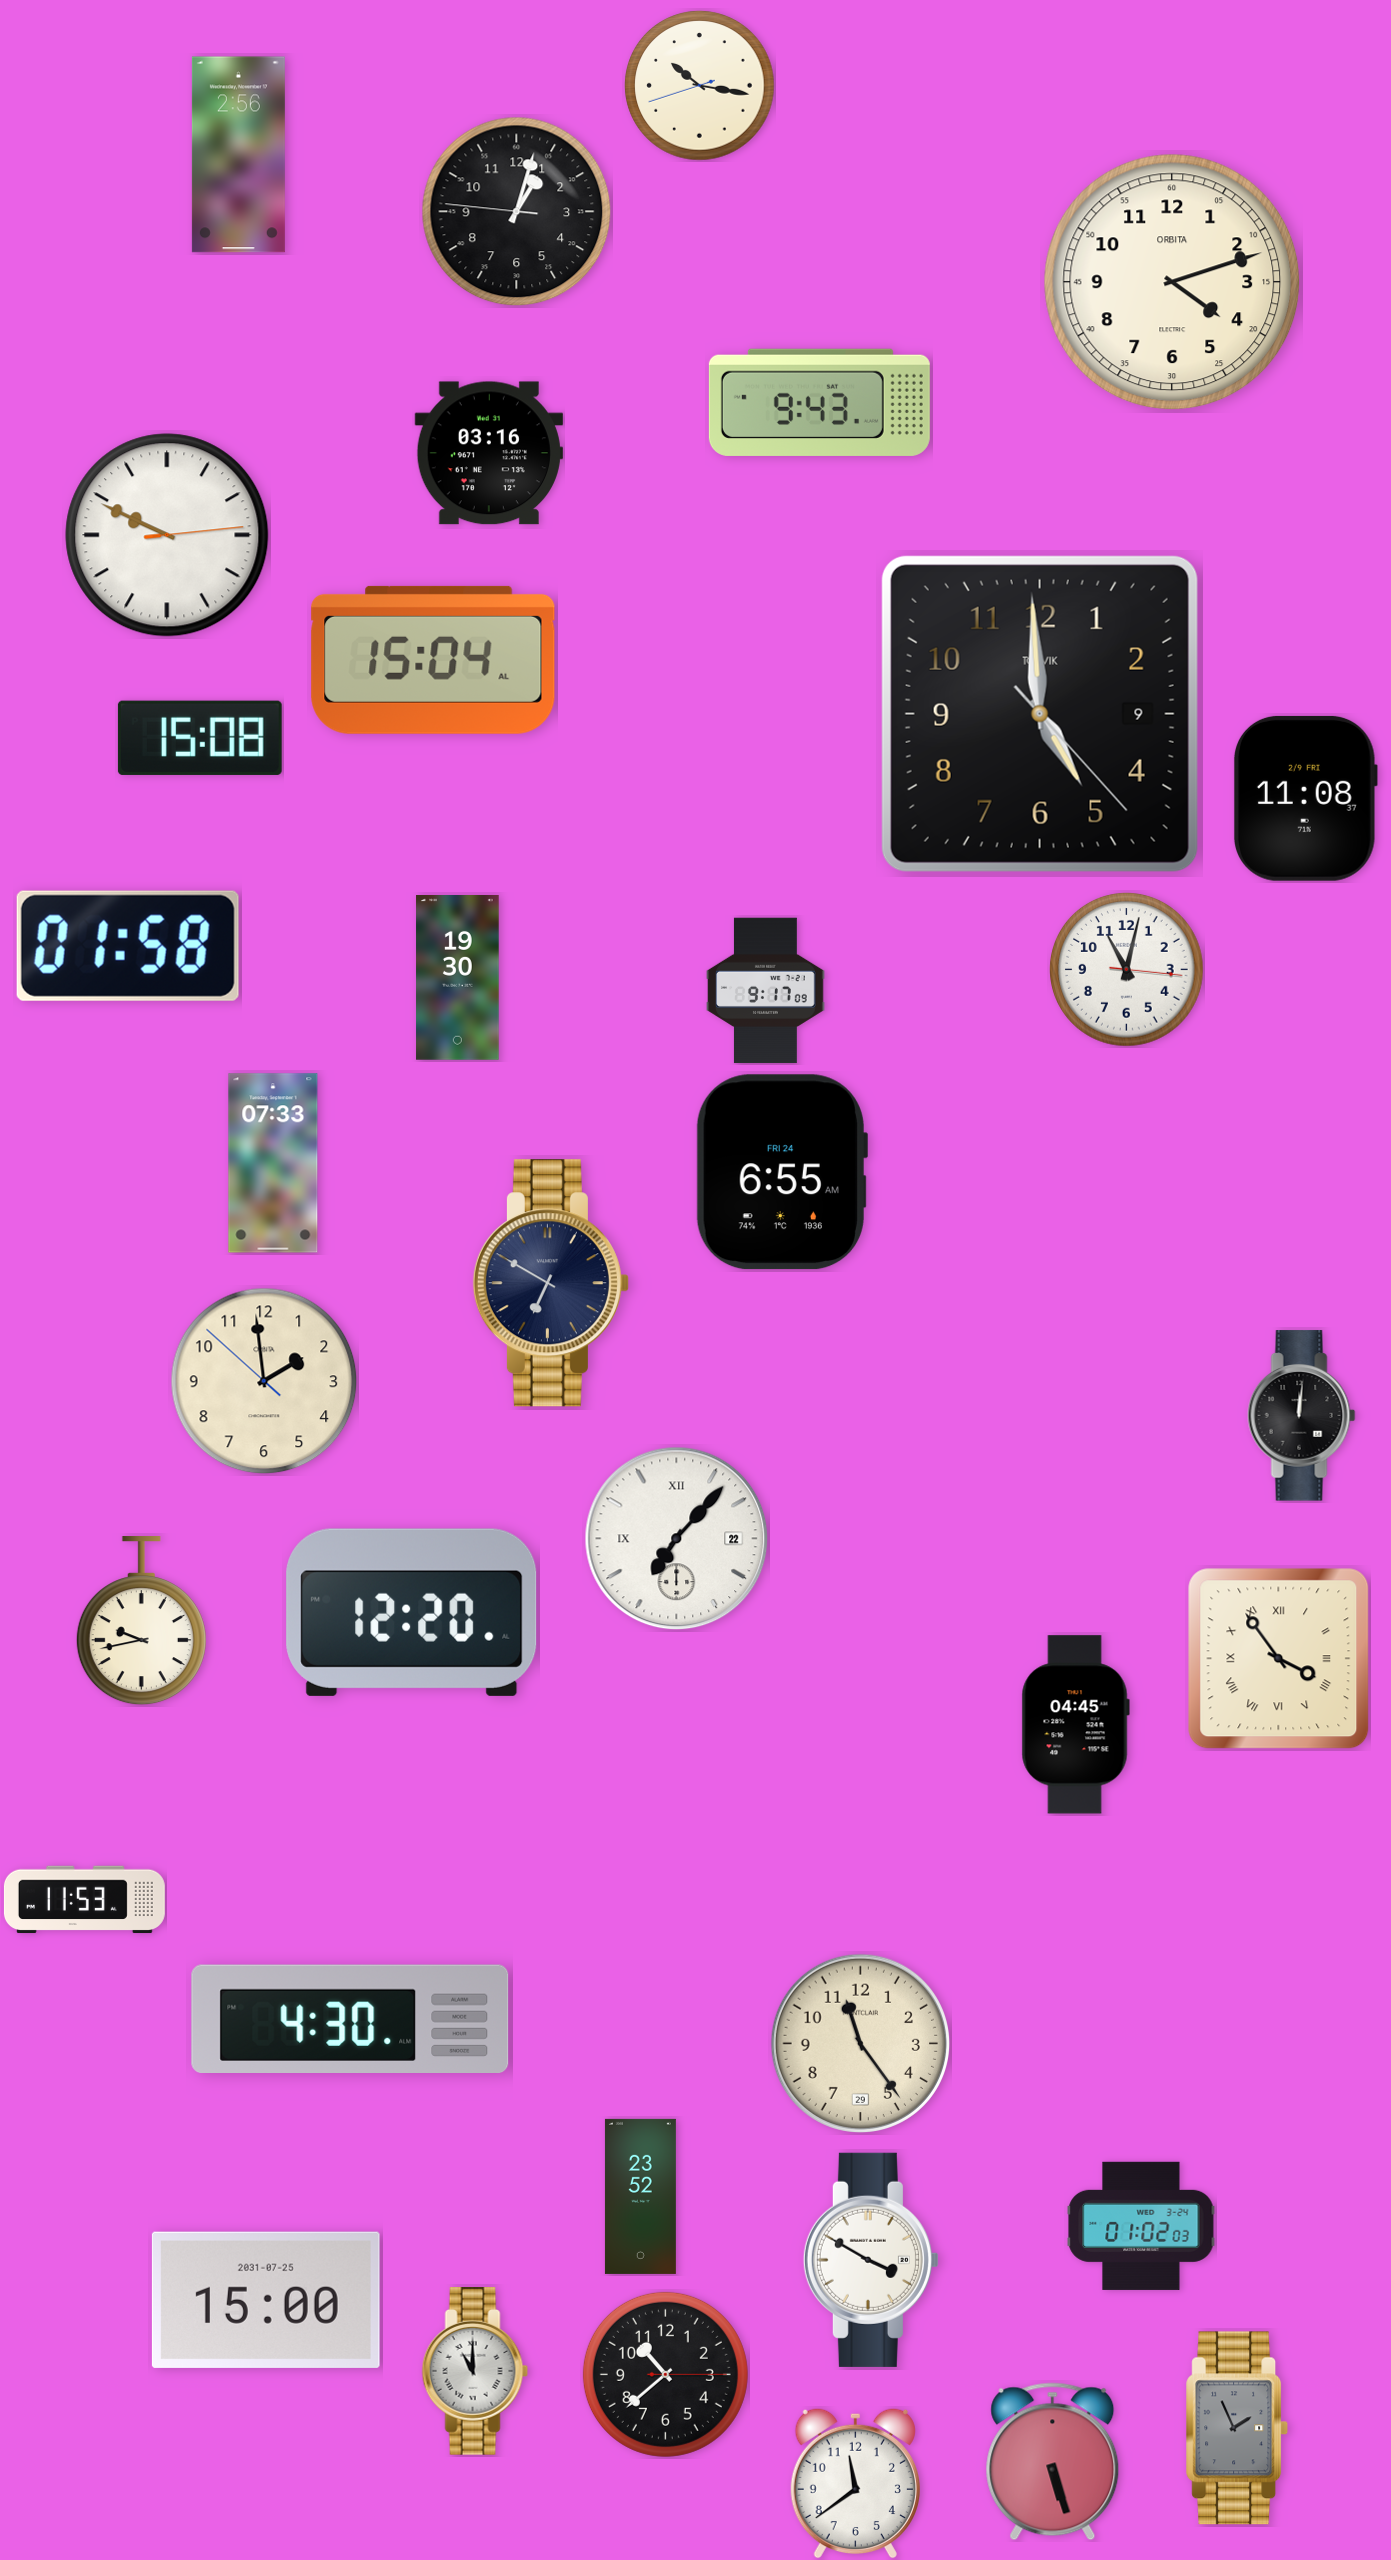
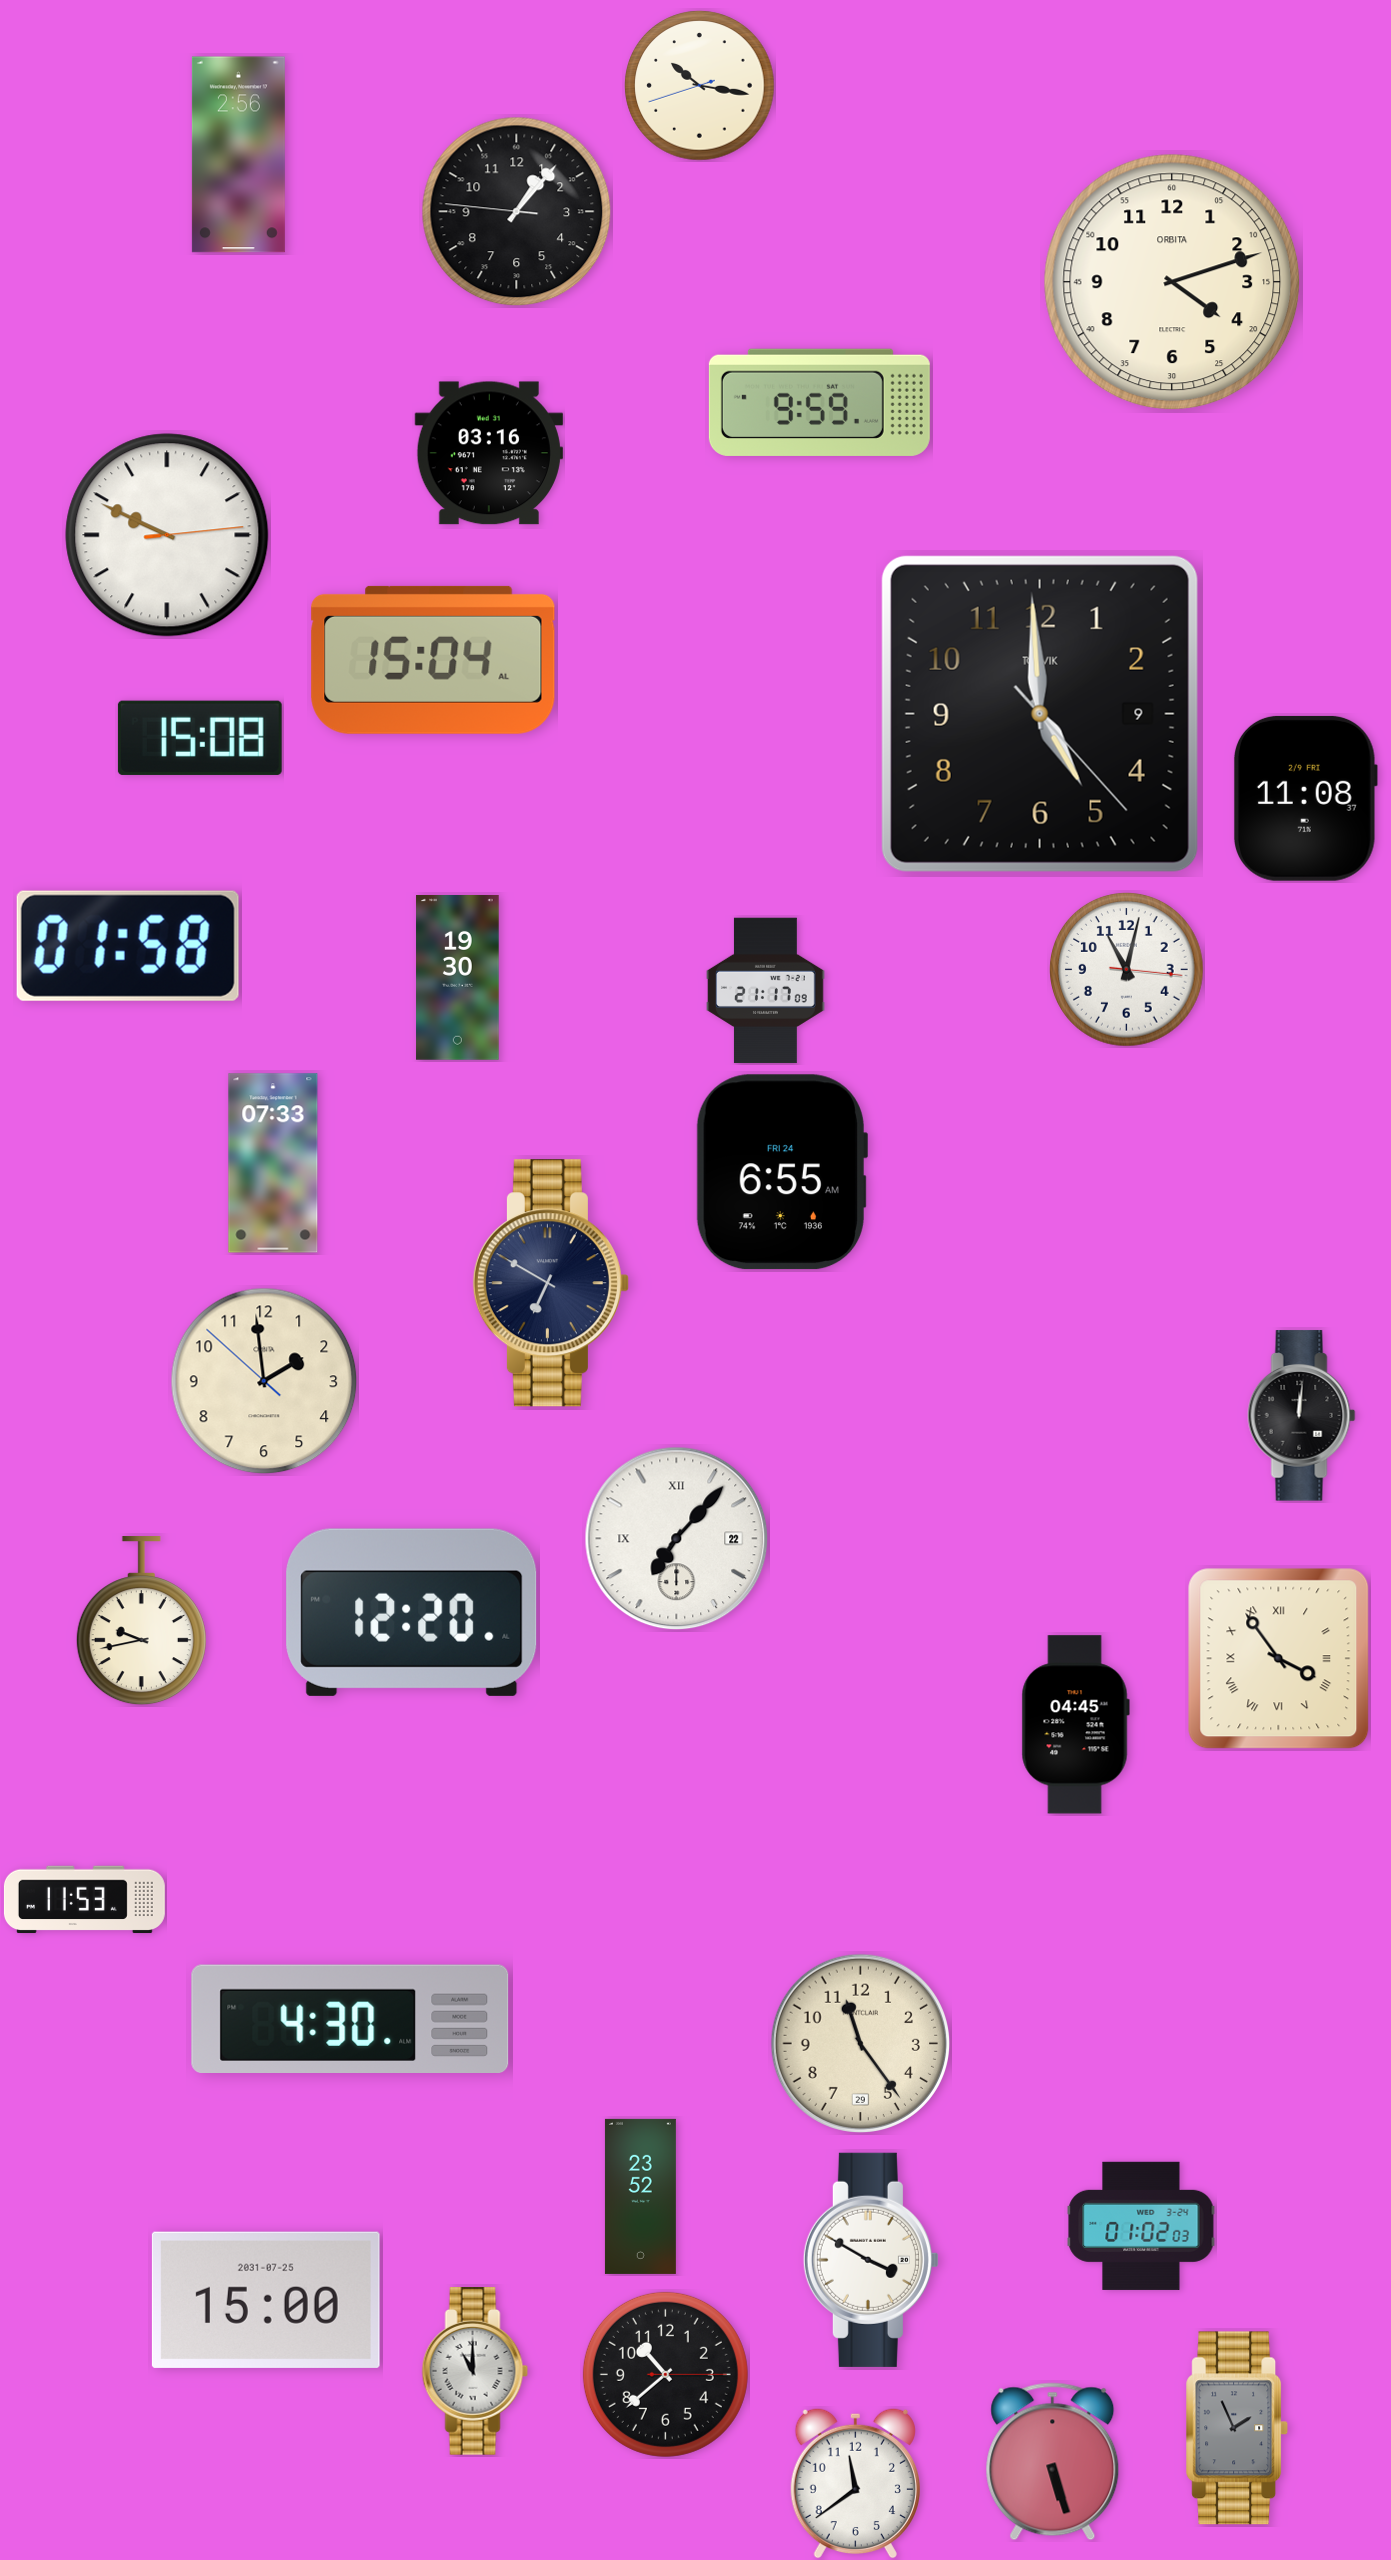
clock at (517, 212): 1:02 -> 1:06
clock at (819, 402): 9:43 -> 9:59
clock at (766, 991): 9:17 -> 21:17
